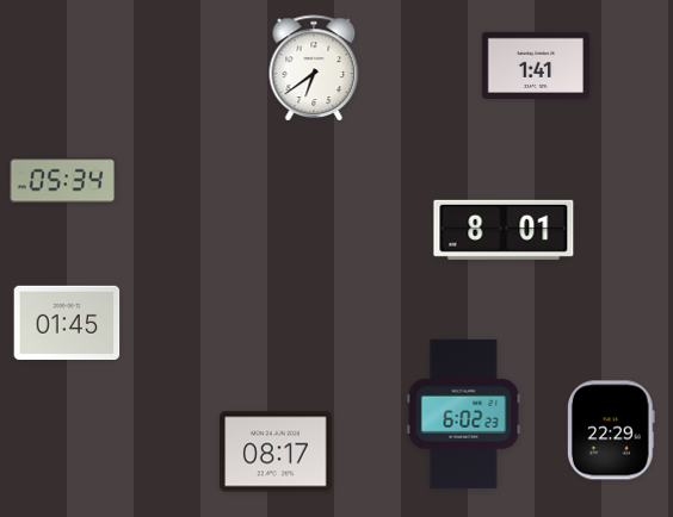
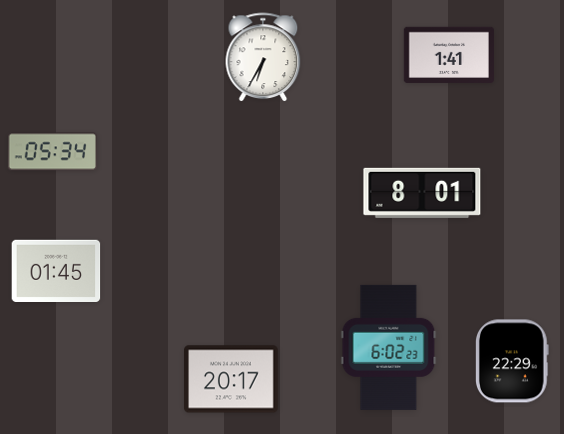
clock at (314, 68): 6:39 -> 6:35
clock at (277, 451): 08:17 -> 20:17
